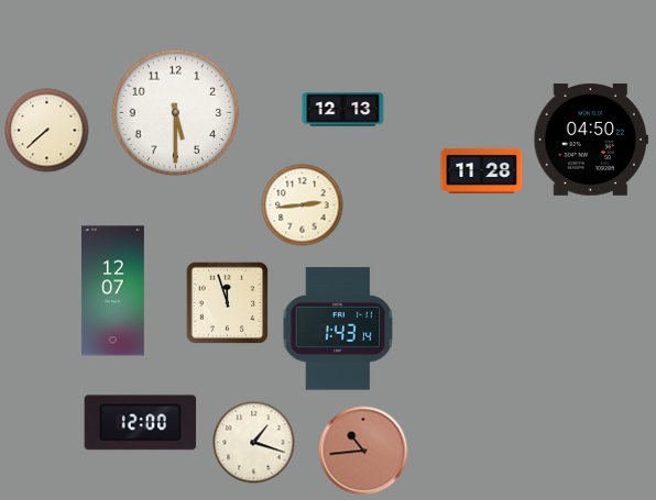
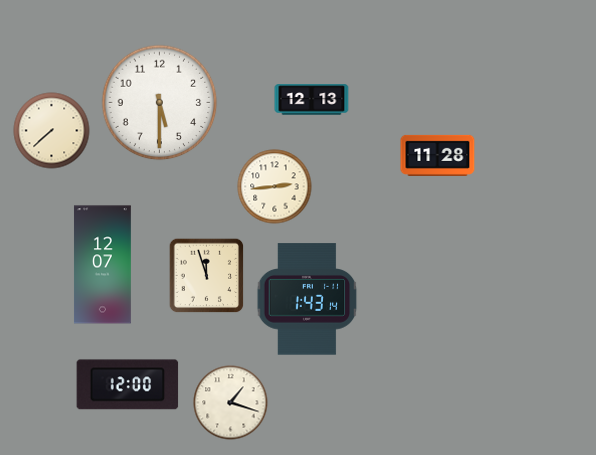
clock at (47, 131) position: (47, 131) -> (52, 131)
clock at (590, 141): 04:50 -> none
clock at (363, 451): 10:44 -> none
